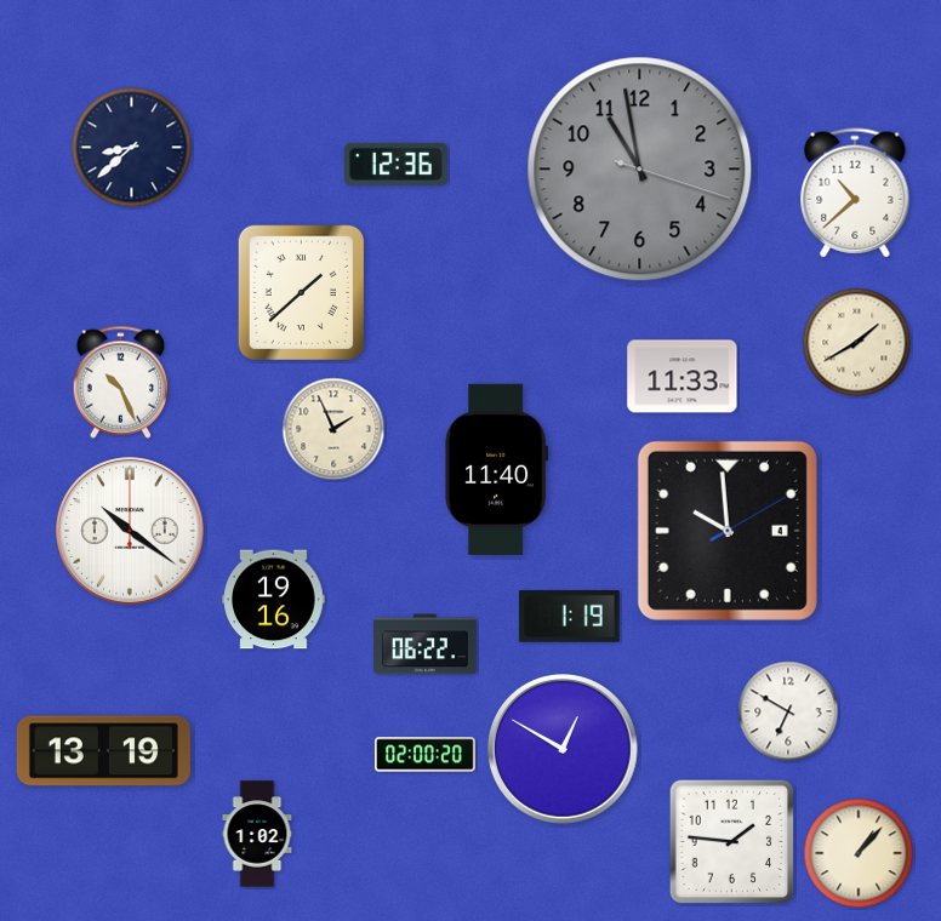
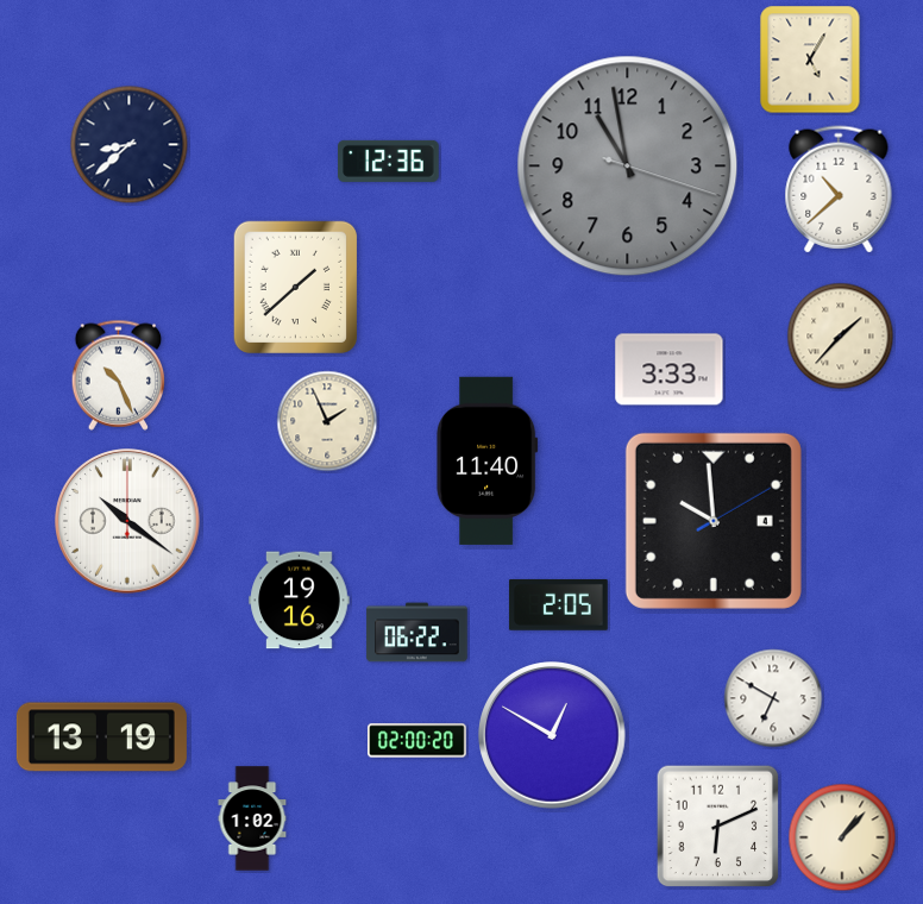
clock at (810, 59): none -> 5:05
clock at (857, 343): 1:40 -> 1:37
clock at (683, 377): 11:33 -> 3:33
clock at (274, 600) position: (274, 600) -> (300, 601)
clock at (569, 616): 1:19 -> 2:05
clock at (732, 842): 1:46 -> 6:11
